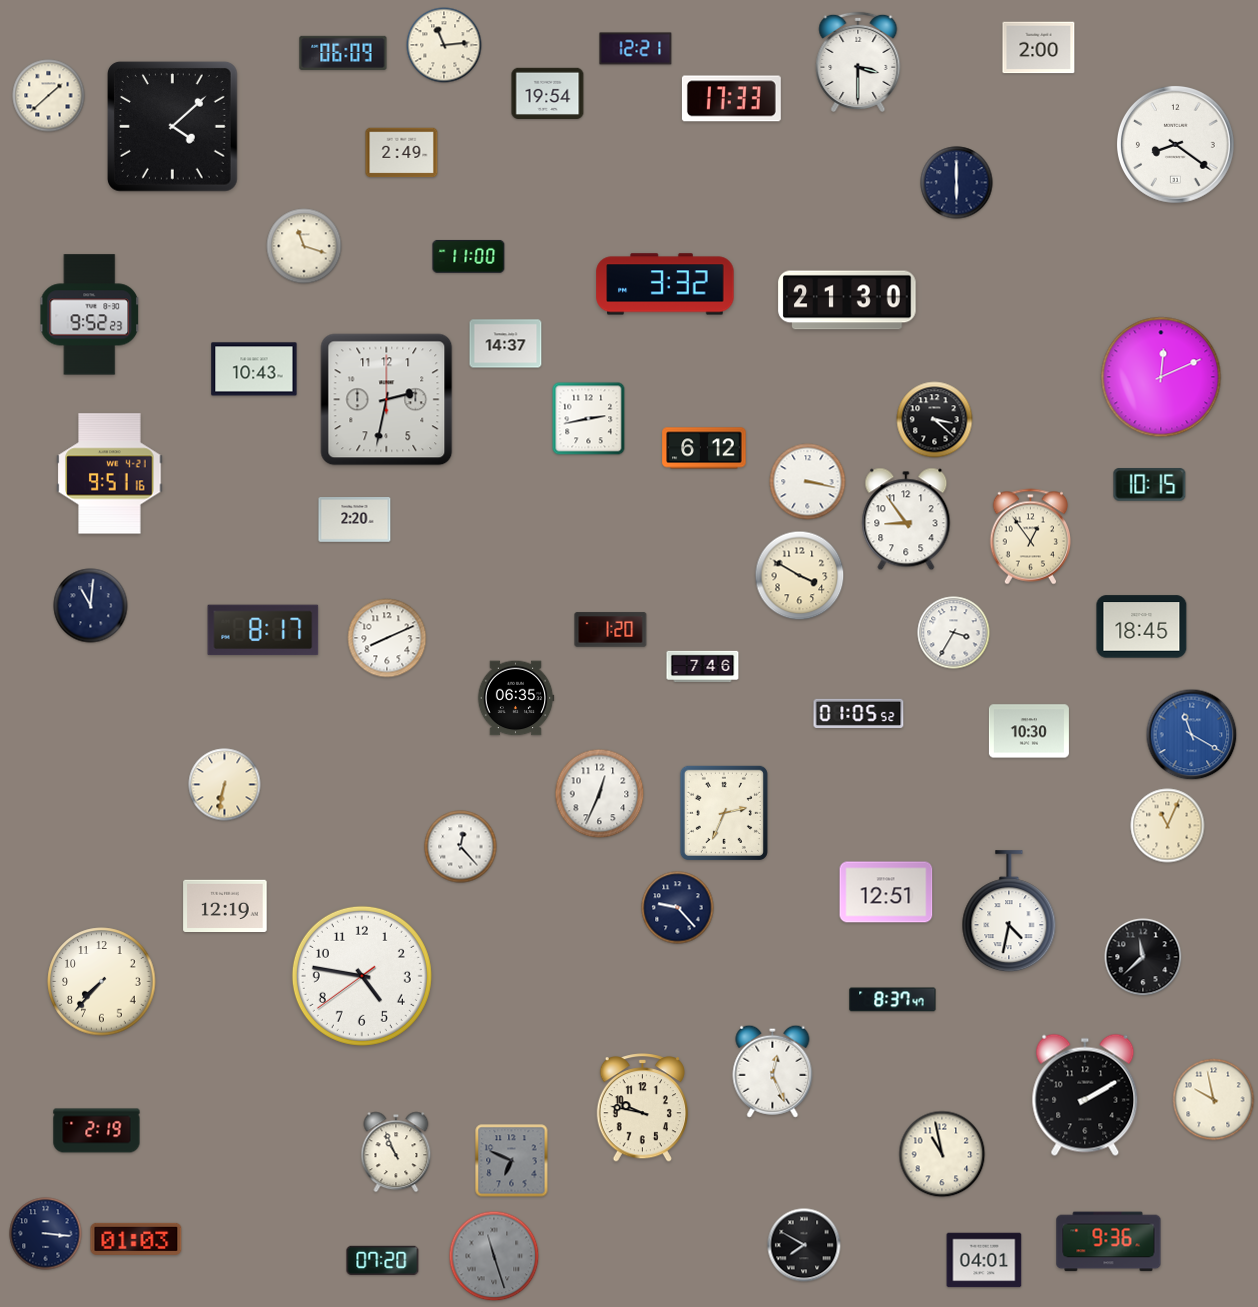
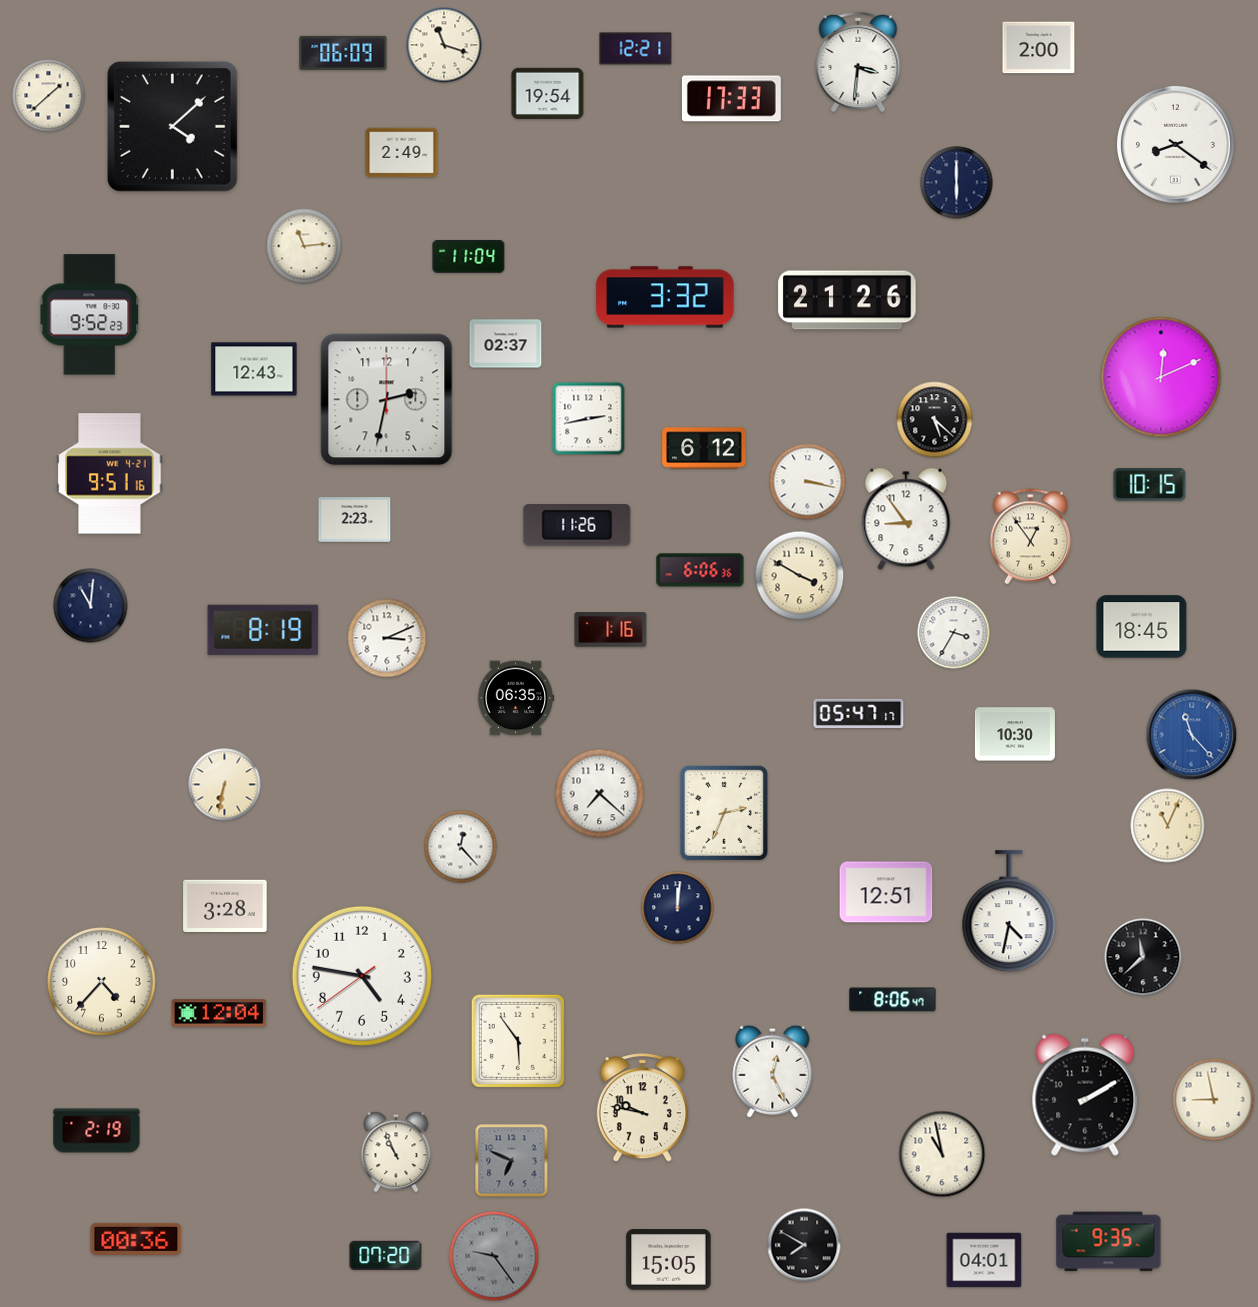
clock at (444, 45): 11:14 -> 11:18
clock at (858, 62): 3:30 -> 3:31
clock at (304, 246): 11:18 -> 11:14
clock at (469, 257): 11:00 -> 11:04
clock at (665, 284) position: (665, 284) -> (665, 297)
clock at (847, 300): 21:30 -> 21:26
clock at (506, 344): 14:37 -> 02:37
clock at (254, 369): 10:43 -> 12:43
clock at (935, 420): 3:22 -> 5:22
clock at (355, 520): 2:20 -> 2:23
clock at (577, 526): none -> 11:26
clock at (700, 570): none -> 6:06
clock at (263, 630): 8:17 -> 8:19
clock at (611, 630): 1:20 -> 1:16
clock at (387, 638): 8:11 -> 3:11
clock at (703, 667): 7:46 -> none
clock at (859, 713): 01:05 -> 05:47
clock at (1029, 731) position: (1029, 731) -> (1015, 734)
clock at (1192, 735): 11:20 -> 11:23
clock at (600, 794): 12:34 -> 7:22
clock at (225, 905): 12:19 -> 3:28
clock at (678, 908): 9:23 -> 12:01
clock at (102, 982): 7:37 -> 4:37
clock at (893, 1000): 8:37 -> 8:06
clock at (219, 1013): none -> 12:04
clock at (518, 1041): none -> 5:54
clock at (1214, 1100): 9:58 -> 8:58
clock at (46, 1234): 3:16 -> none
clock at (136, 1239): 01:03 -> 00:36
clock at (1109, 1242): 9:36 -> 9:35
clock at (494, 1256): 11:27 -> 9:24
clock at (383, 1260) position: (383, 1260) -> (386, 1255)
clock at (669, 1260): none -> 15:05
